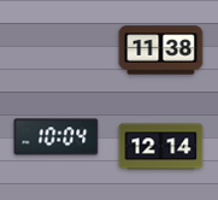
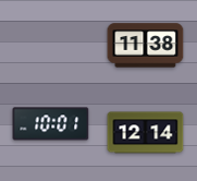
clock at (57, 137): 10:04 -> 10:01
